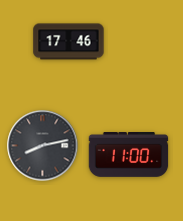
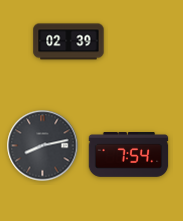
clock at (69, 42): 17:46 -> 02:39
clock at (129, 155): 11:00 -> 7:54
